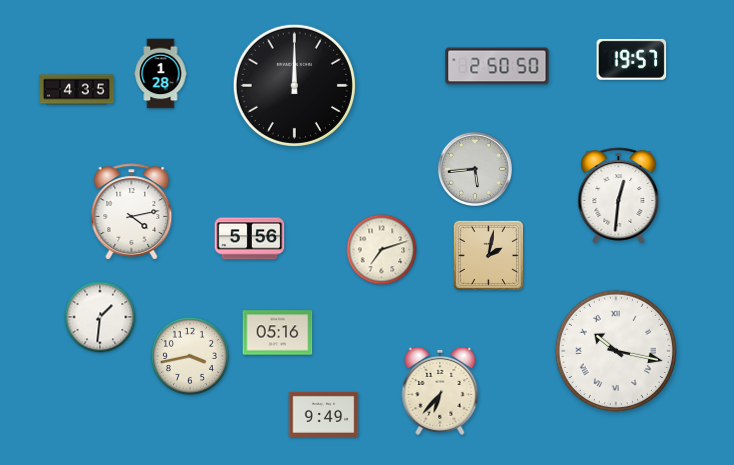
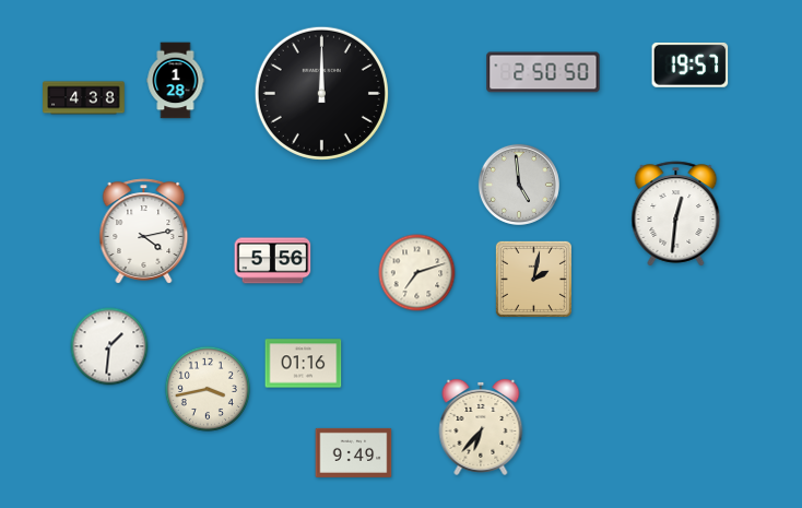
clock at (77, 90): 4:35 -> 4:38
clock at (475, 169): 5:44 -> 4:59
clock at (278, 333): 05:16 -> 01:16
clock at (615, 350): 10:17 -> none
